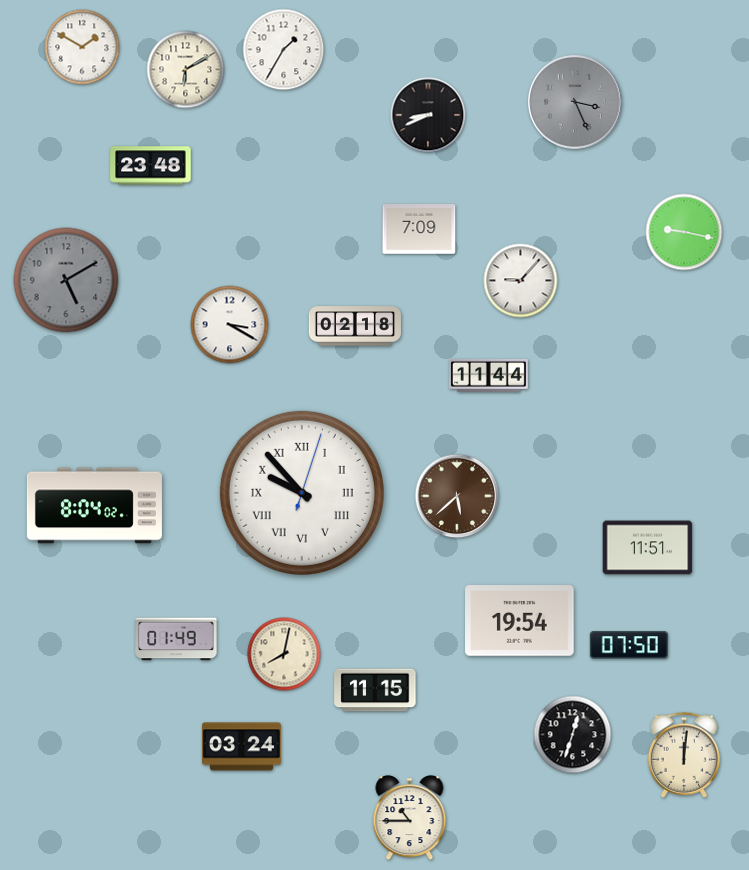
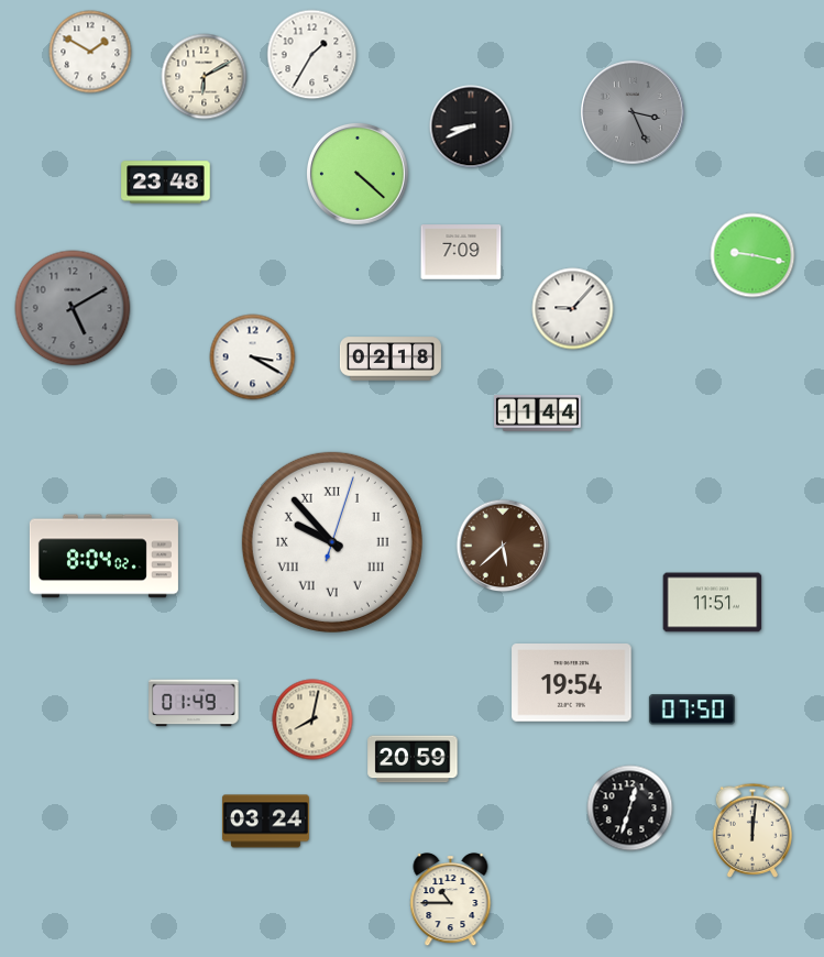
clock at (358, 174): none -> 4:22
clock at (375, 690): 11:15 -> 20:59
